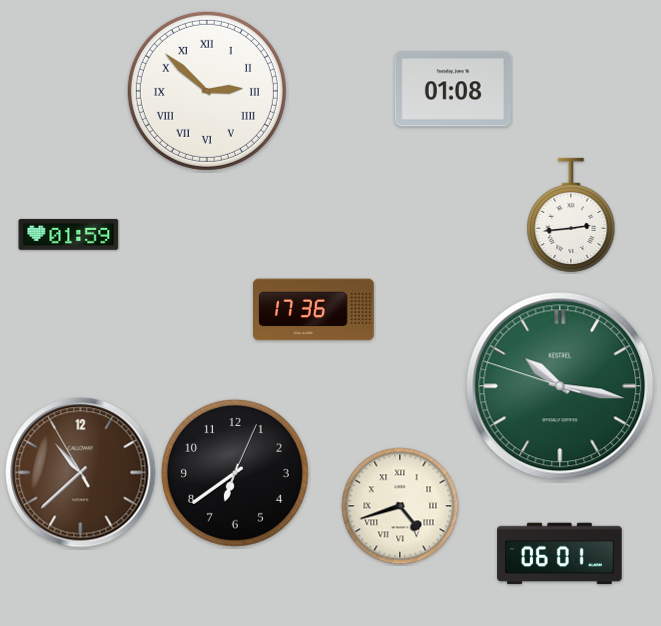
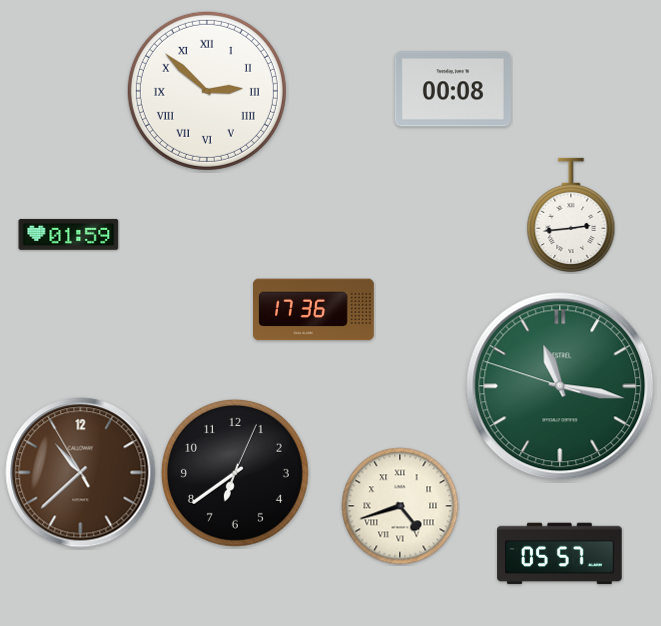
clock at (453, 89): 01:08 -> 00:08
clock at (560, 386): 10:16 -> 11:16
clock at (560, 554): 06:01 -> 05:57
